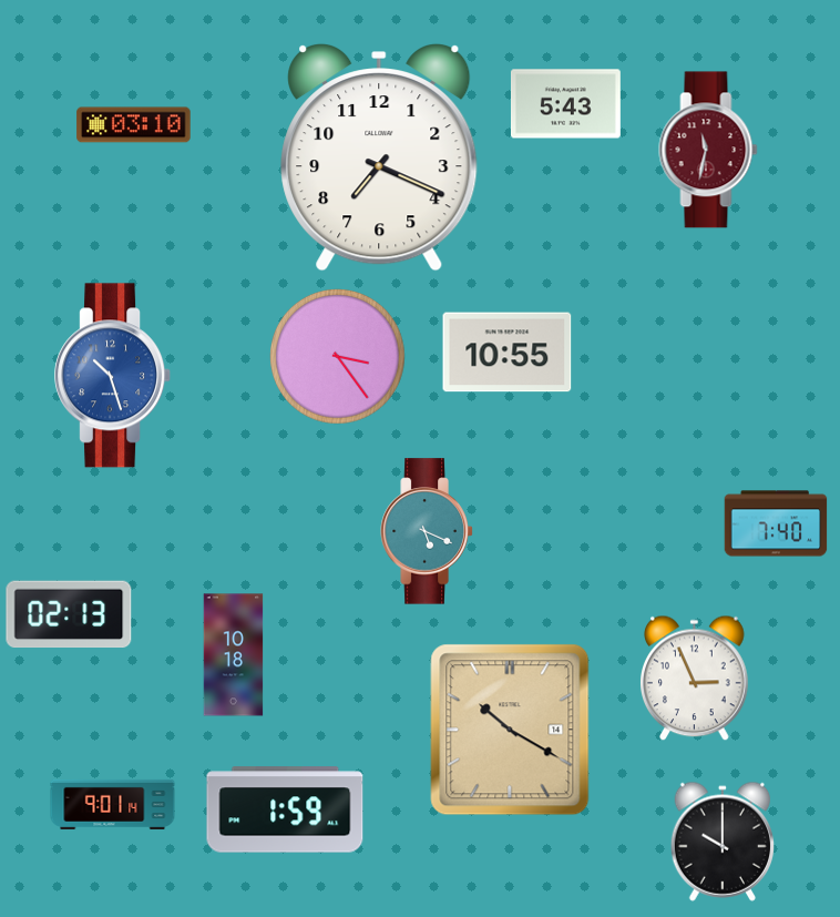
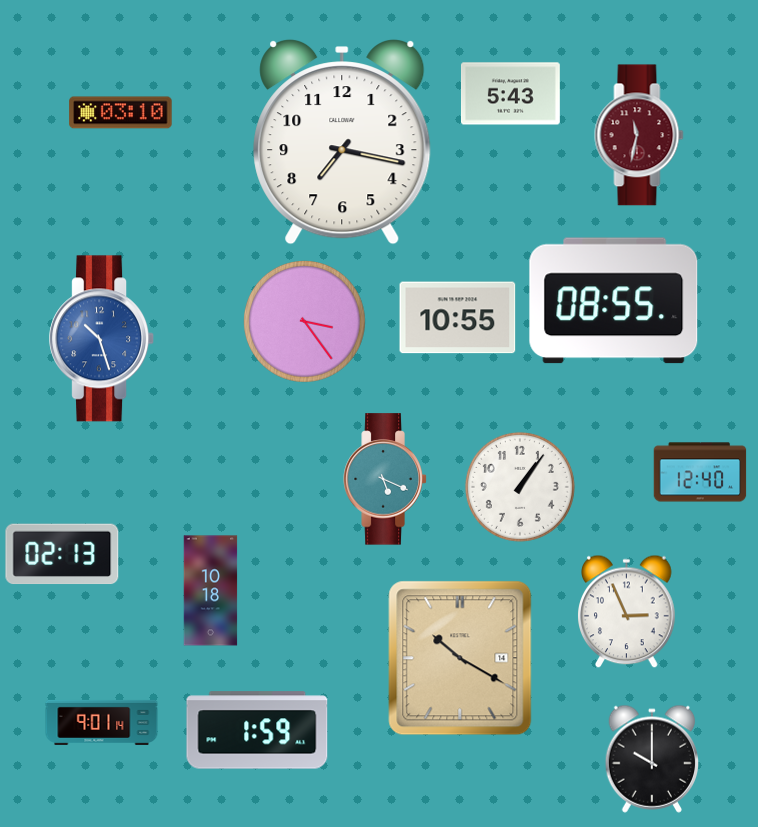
clock at (379, 157): 7:19 -> 7:17
clock at (614, 301): none -> 08:55
clock at (776, 523): 7:40 -> 12:40
clock at (520, 487): none -> 1:06
clock at (113, 804) position: (113, 804) -> (102, 722)
